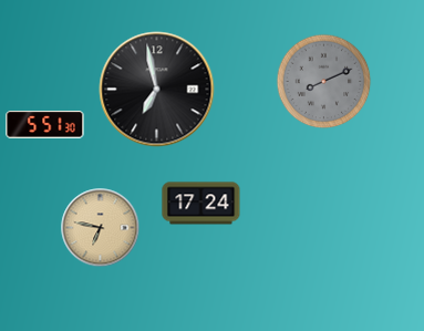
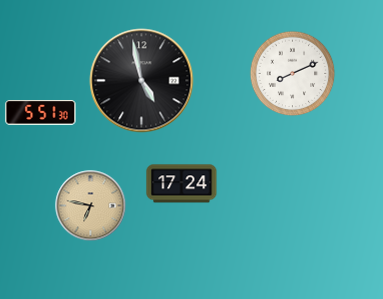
clock at (324, 82) dial: grey -> white
clock at (157, 90): 6:58 -> 4:58
